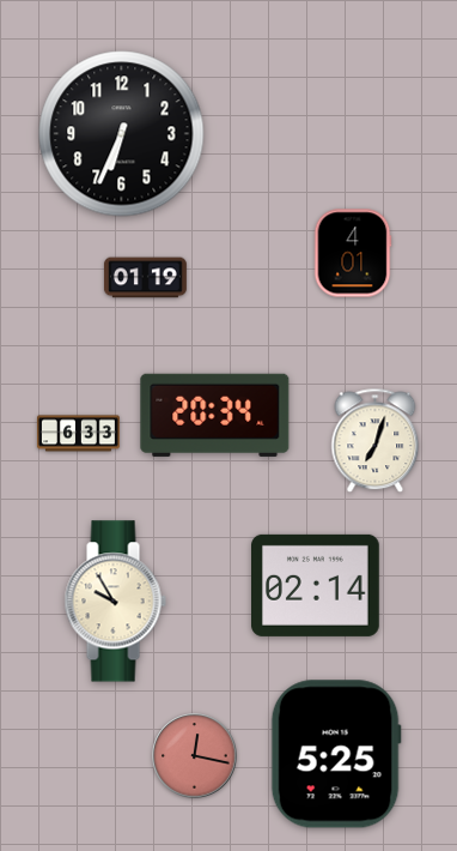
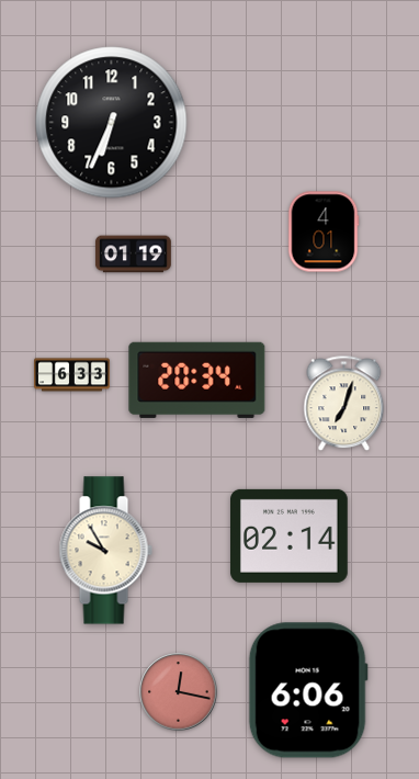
clock at (78, 434) position: (78, 434) -> (71, 375)
clock at (336, 754): 5:25 -> 6:06
